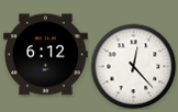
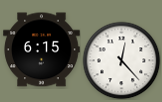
clock at (46, 55): 6:12 -> 6:15
